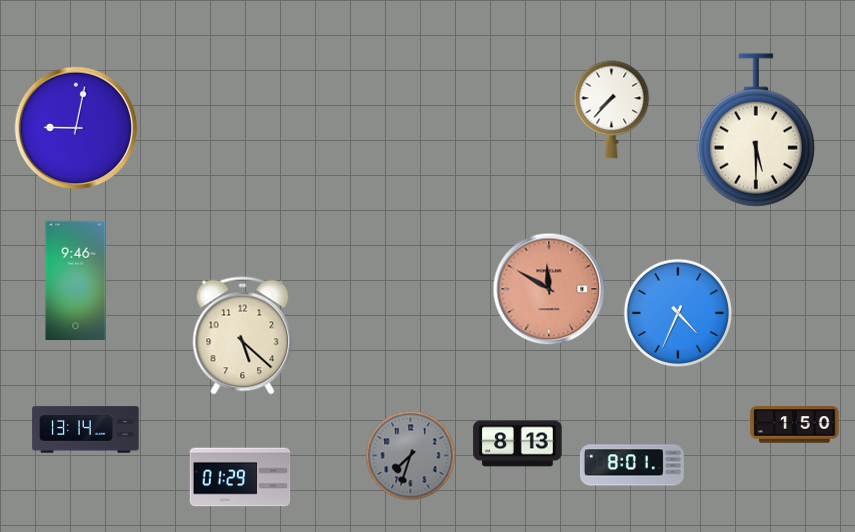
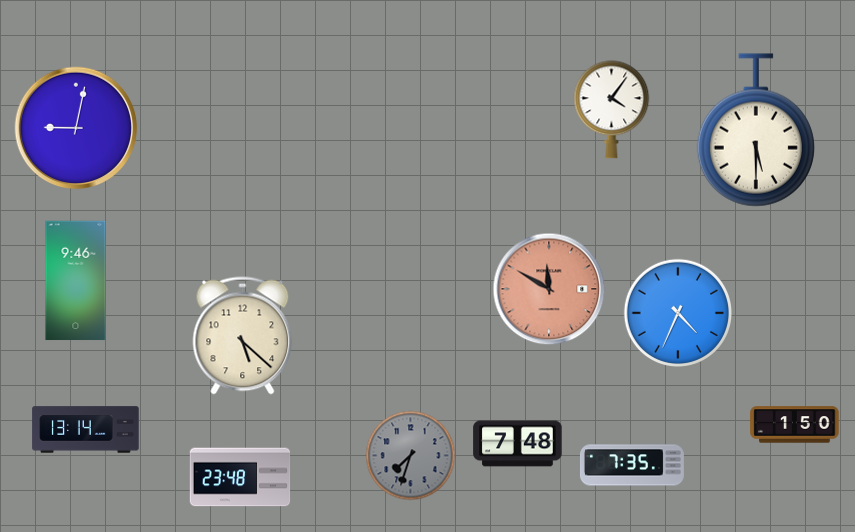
clock at (612, 110): 7:37 -> 4:06
clock at (518, 444): 8:13 -> 7:48
clock at (632, 465): 8:01 -> 7:35
clock at (240, 477): 01:29 -> 23:48
